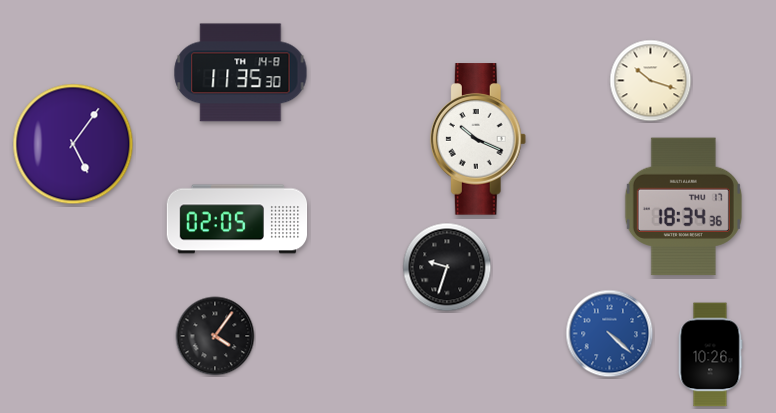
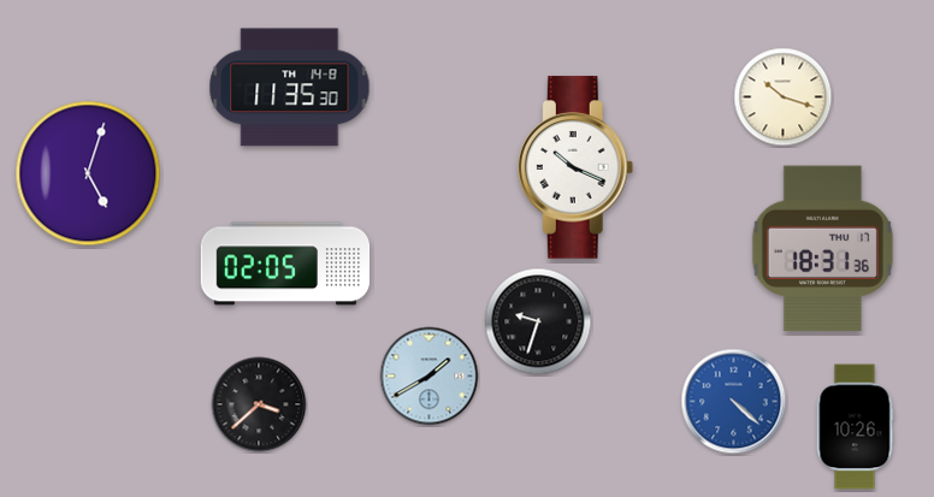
clock at (73, 144): 5:06 -> 5:03
clock at (683, 207): 18:34 -> 18:31
clock at (430, 377): none -> 1:40
clock at (215, 336): 4:06 -> 3:38
